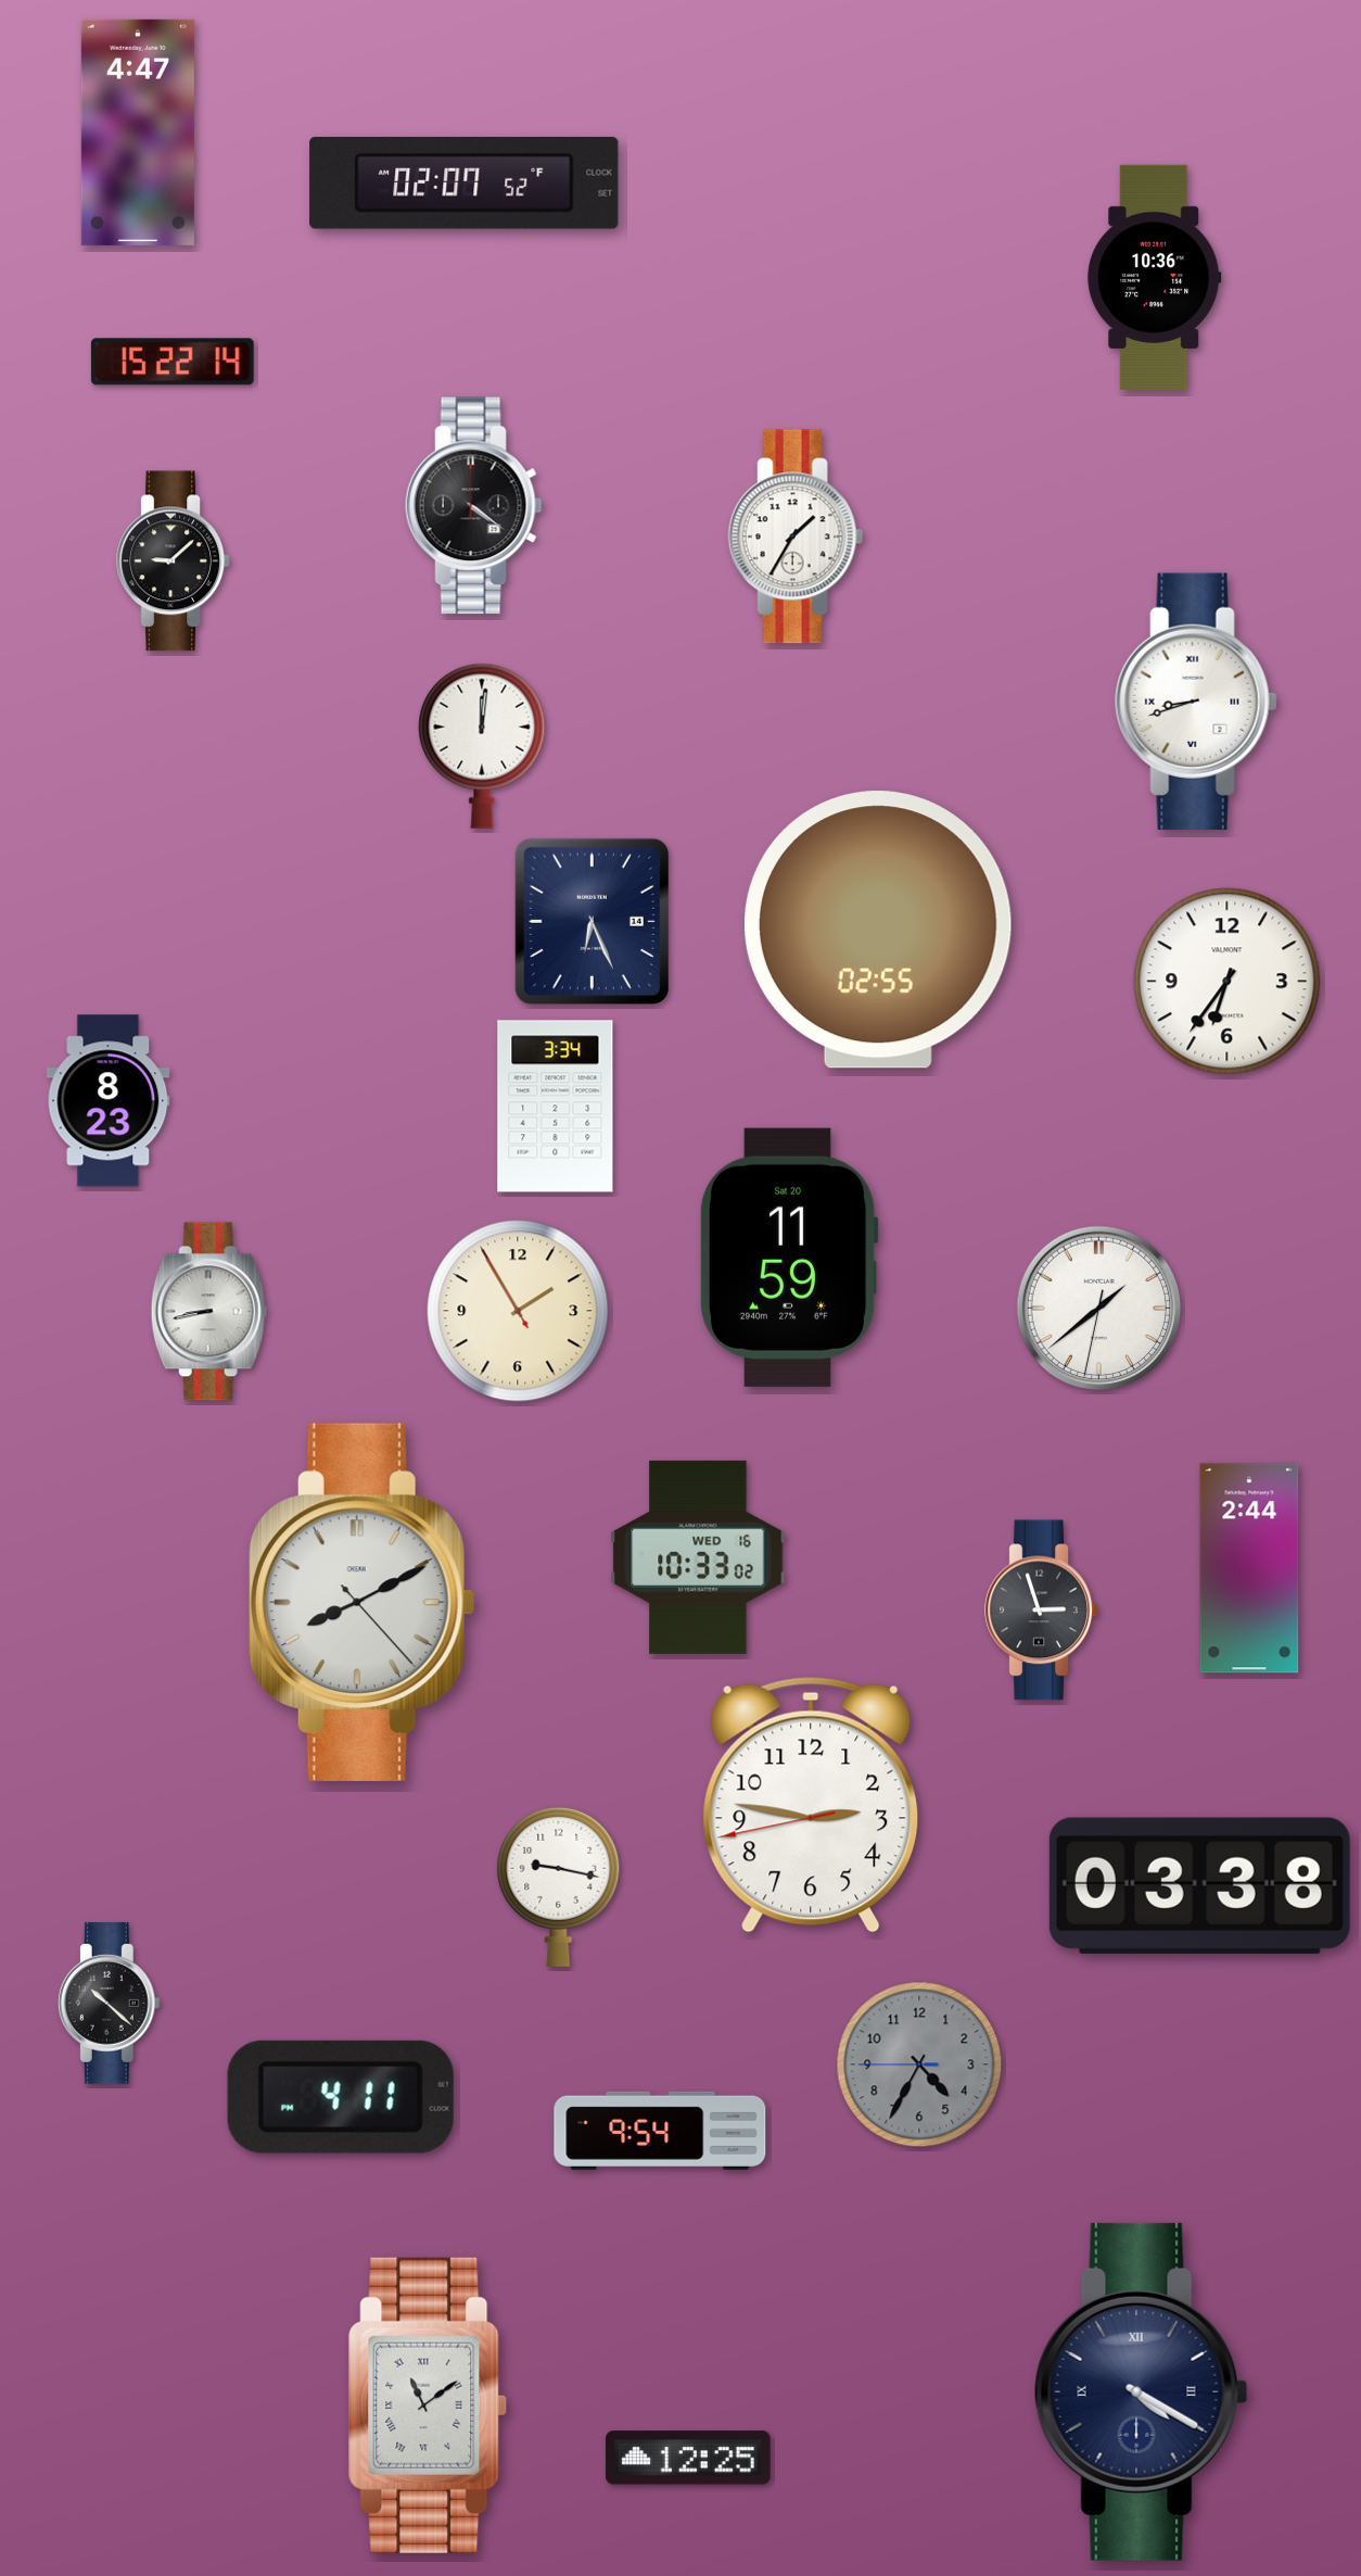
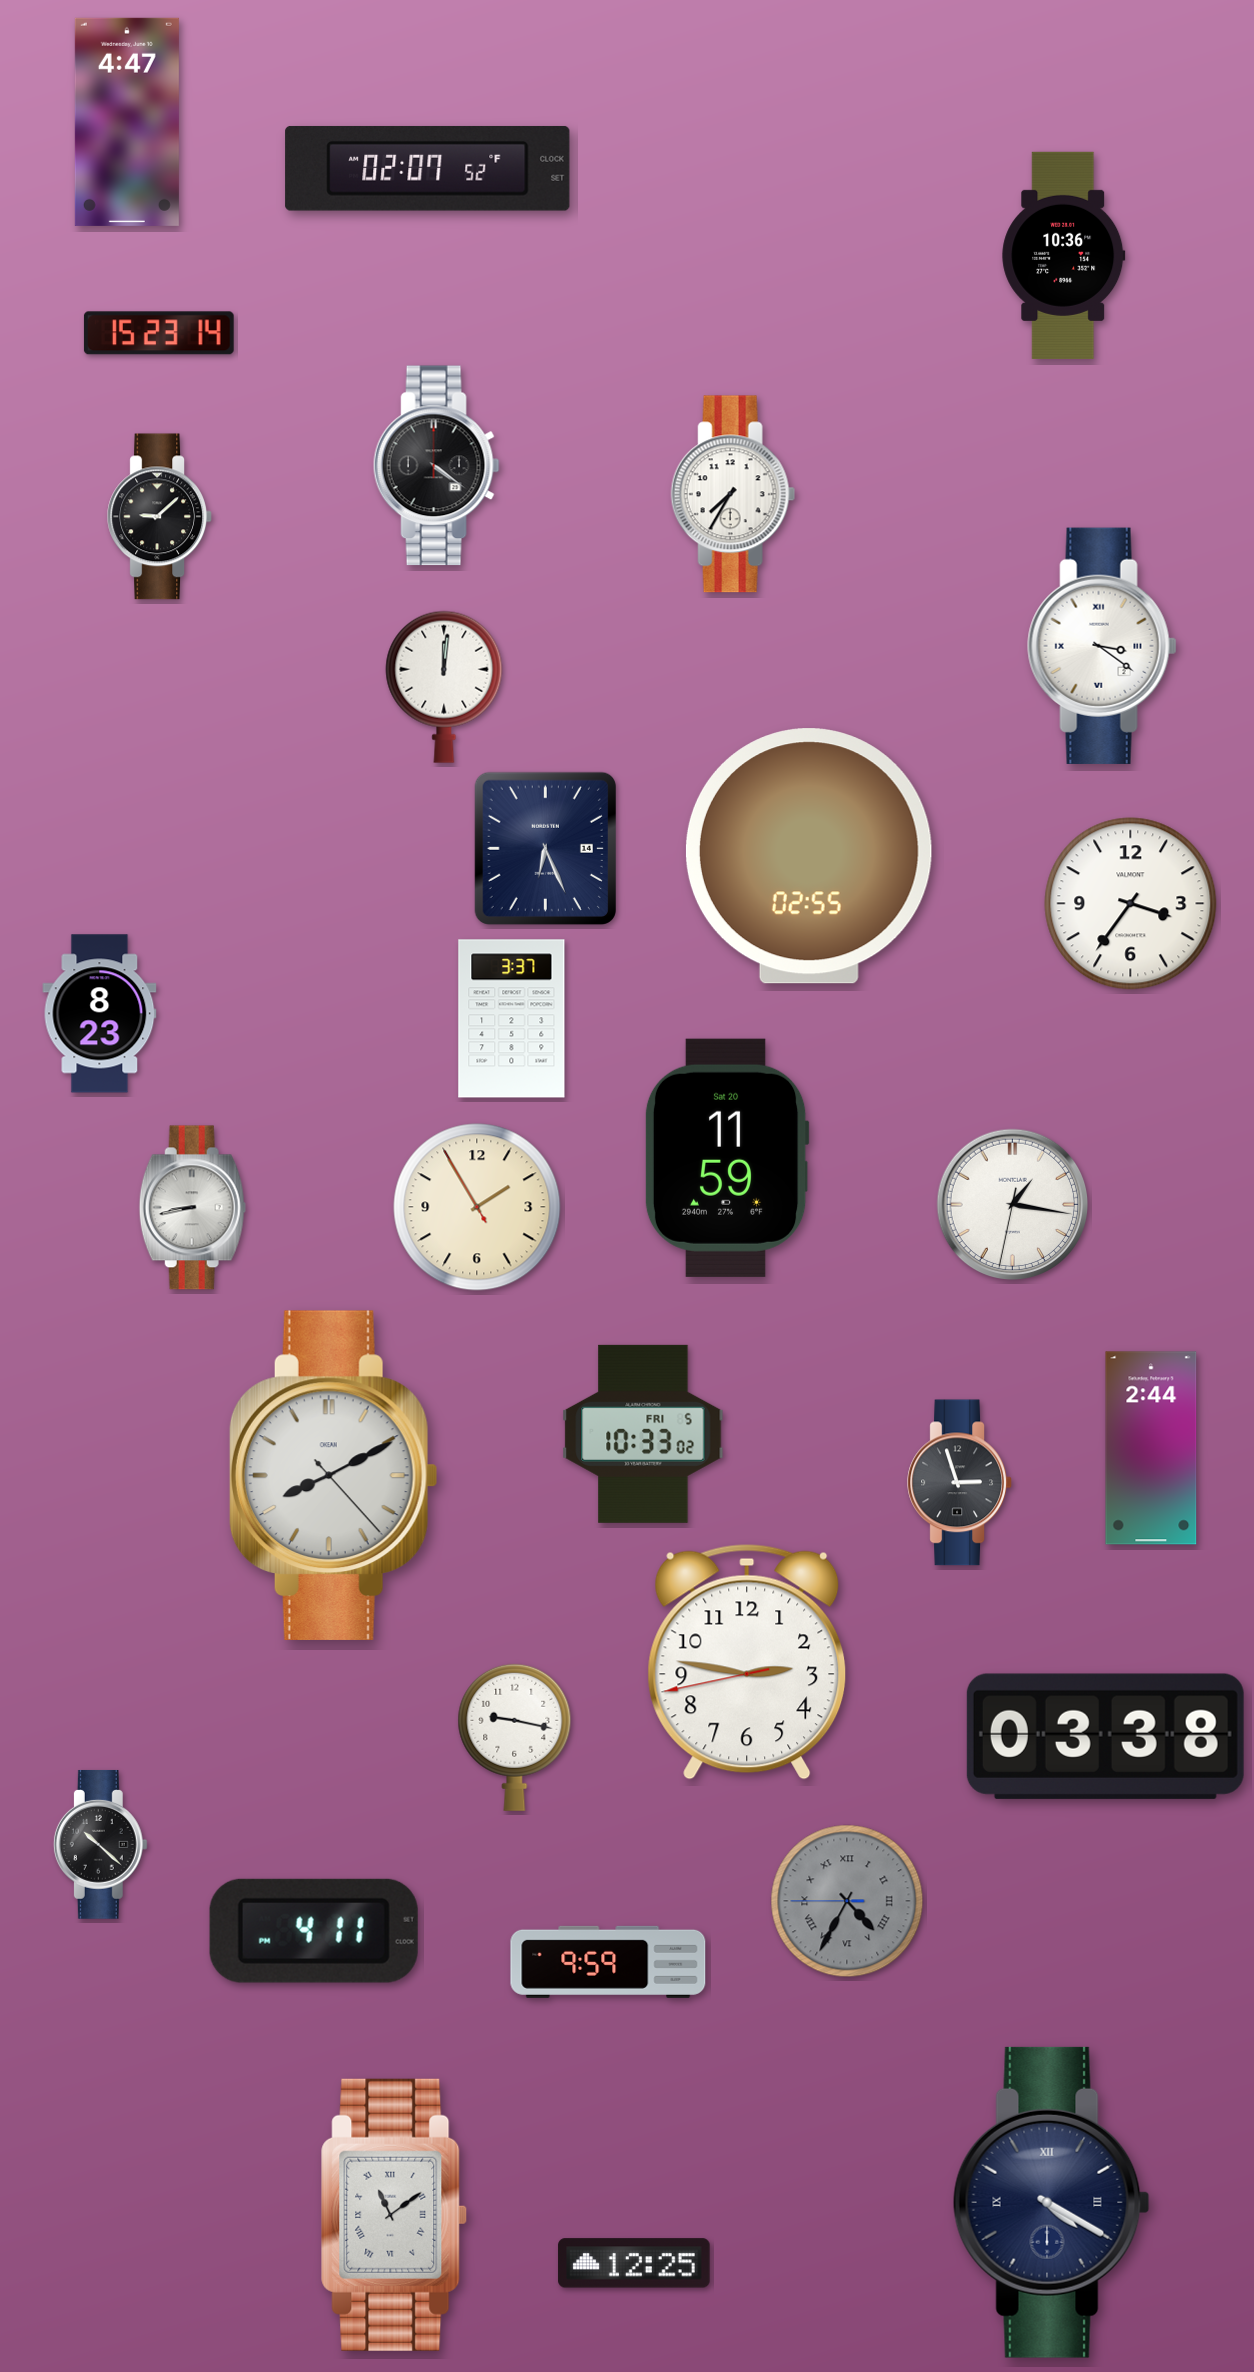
clock at (173, 362): 15:22 -> 15:23
clock at (796, 536): 1:35 -> 7:35
clock at (1196, 702): 8:42 -> 3:21
clock at (1228, 982): 6:36 -> 3:36
clock at (556, 1107): 3:34 -> 3:37
clock at (1099, 1309): 1:38 -> 1:16
clock at (698, 1557) date: WED 16 -> FRI 5
clock at (1249, 1568) position: (1249, 1568) -> (1151, 1448)
clock at (919, 2064) numerals: Arabic -> Roman
clock at (660, 2131): 9:54 -> 9:59
